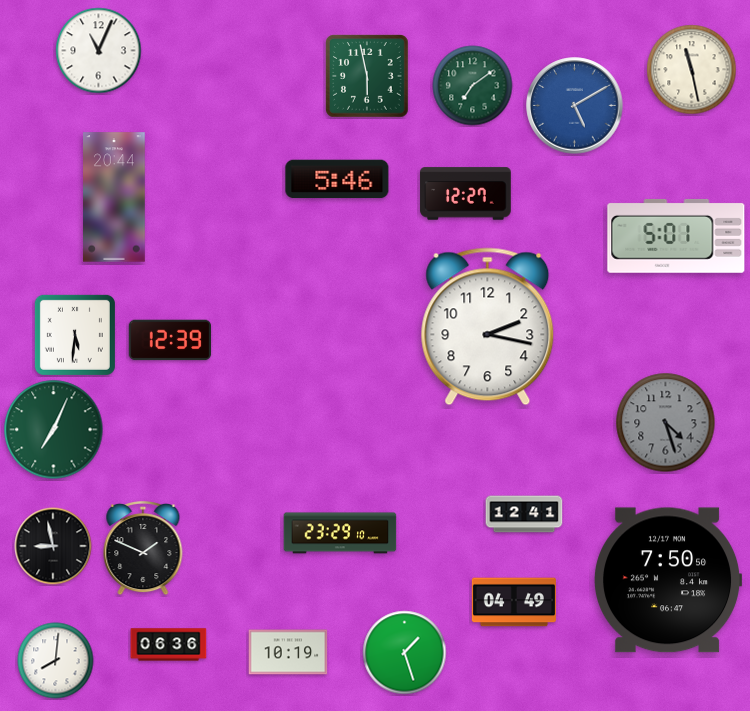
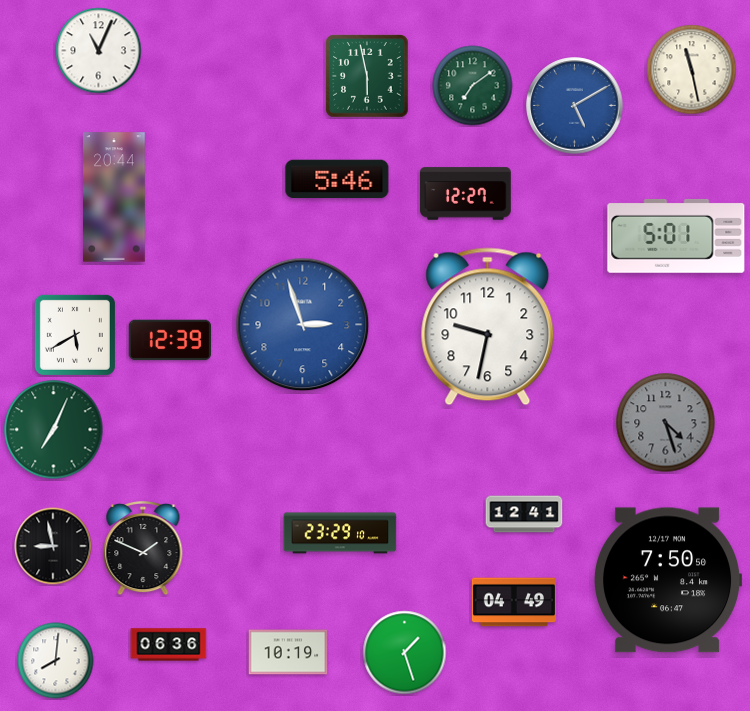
clock at (303, 325): none -> 2:57
clock at (488, 327): 2:17 -> 9:32
clock at (75, 335): 5:31 -> 5:40
